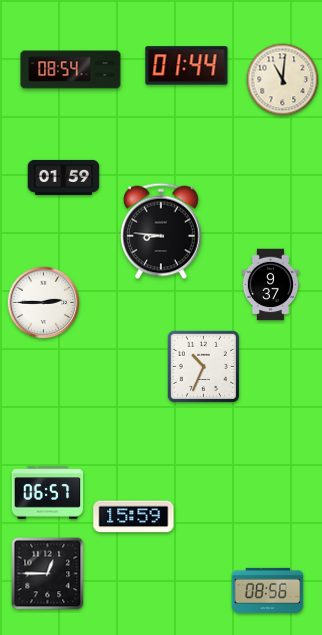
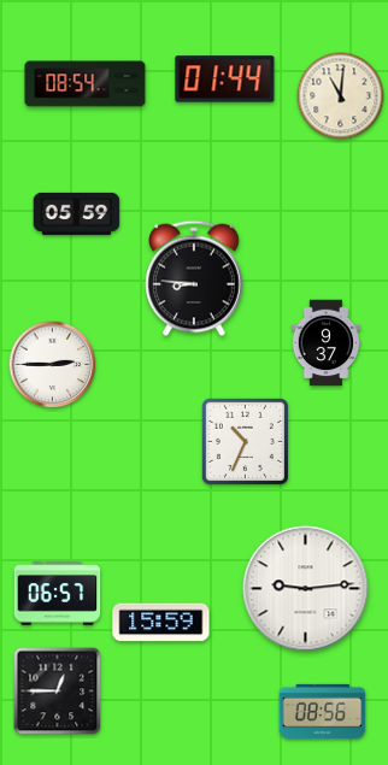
clock at (64, 177): 01:59 -> 05:59
clock at (306, 589): none -> 9:14
